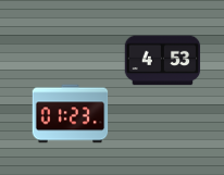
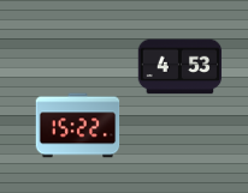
clock at (71, 114): 01:23 -> 15:22
